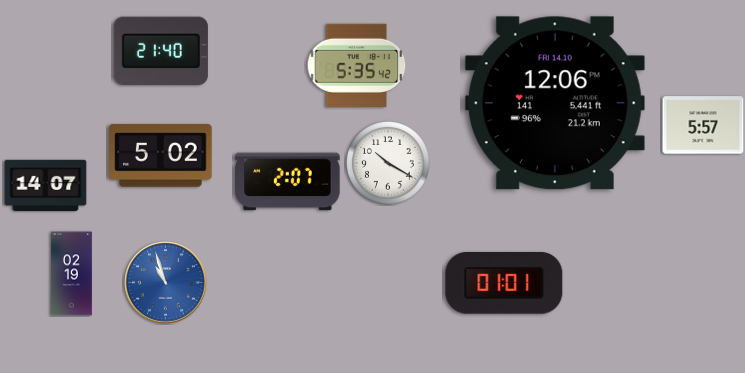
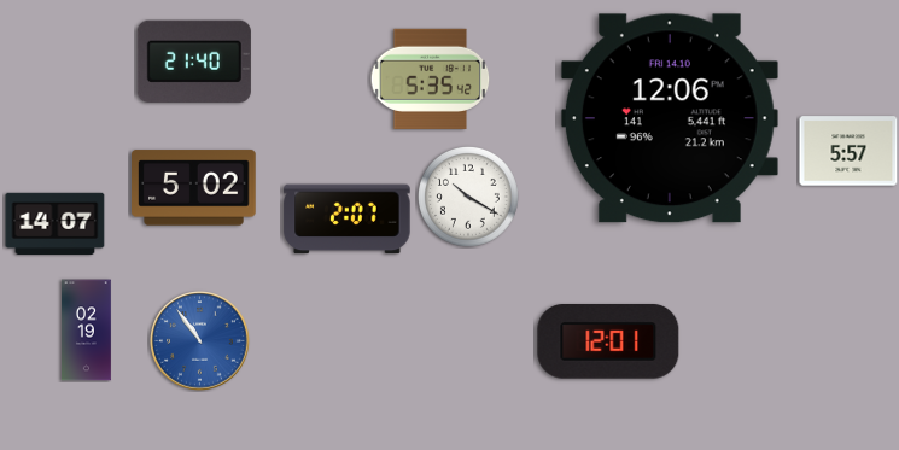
clock at (555, 103) position: (555, 103) -> (670, 118)
clock at (166, 283): 10:57 -> 10:54
clock at (504, 283): 01:01 -> 12:01
